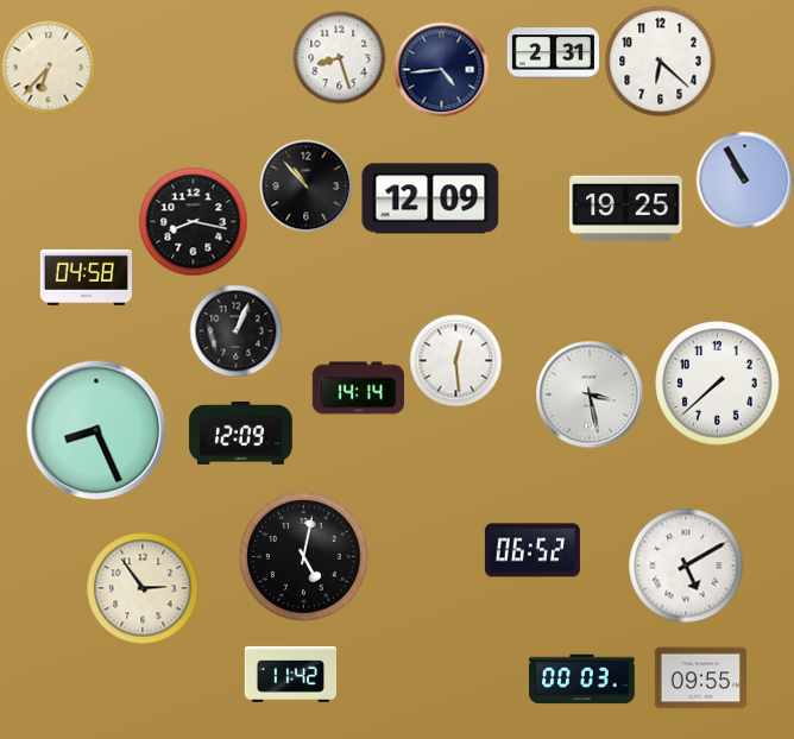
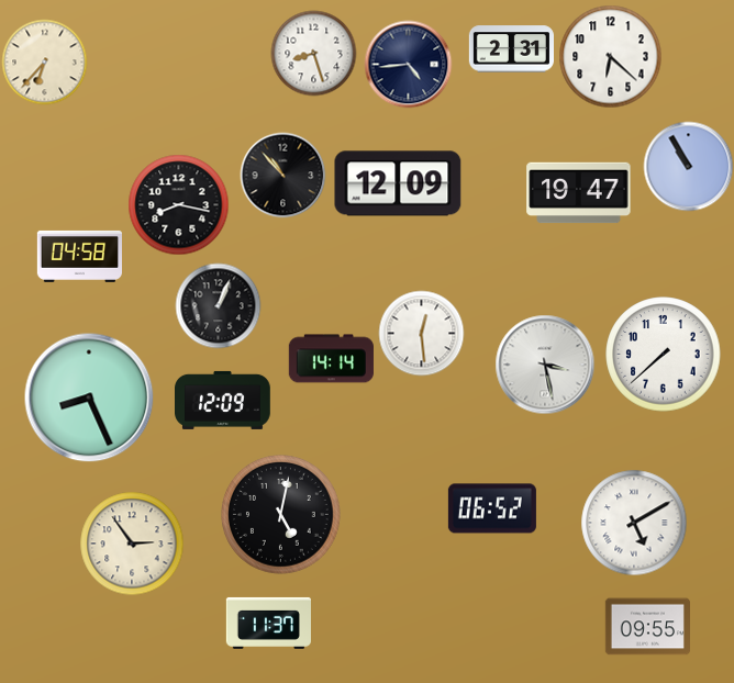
clock at (305, 185) position: (305, 185) -> (282, 175)
clock at (626, 209): 19:25 -> 19:47
clock at (290, 674): 11:42 -> 11:37
clock at (582, 680): 00:03 -> none
